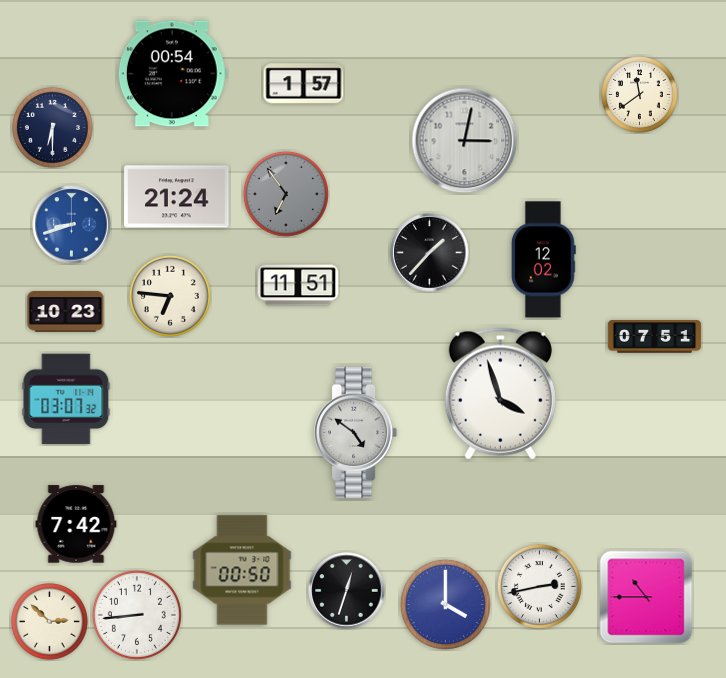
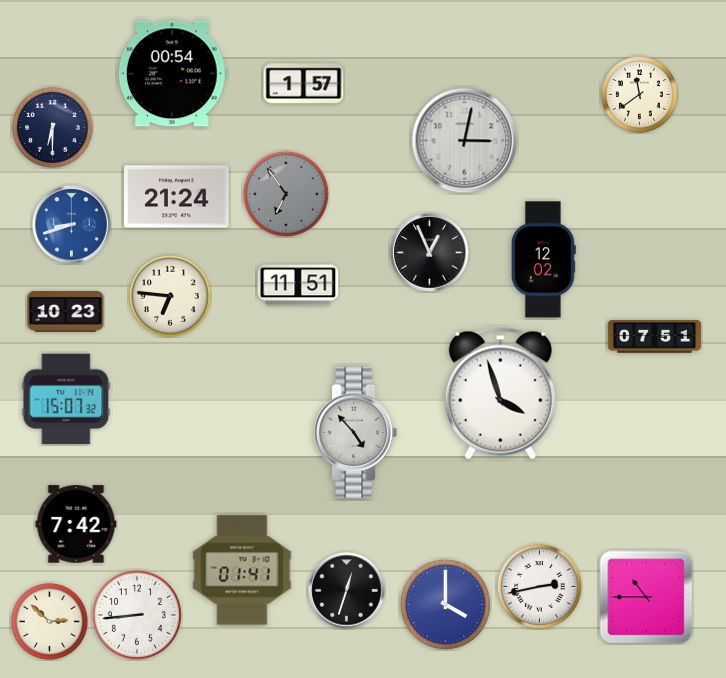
clock at (430, 253): 1:37 -> 12:56
clock at (66, 399): 03:07 -> 15:07
clock at (357, 433): 4:51 -> 4:53
clock at (242, 570): 00:50 -> 01:41
